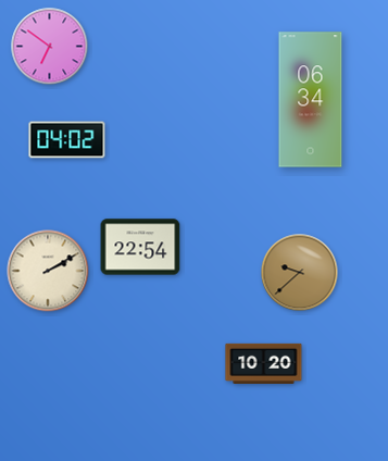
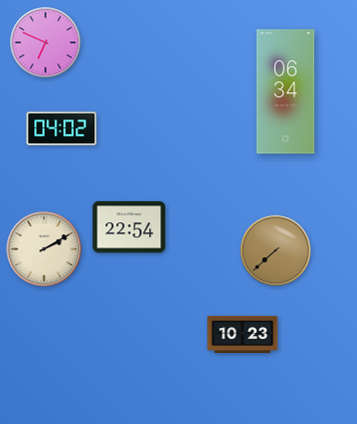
clock at (50, 47): 6:51 -> 6:49
clock at (300, 273): 9:38 -> 7:38
clock at (264, 363): 10:20 -> 10:23
